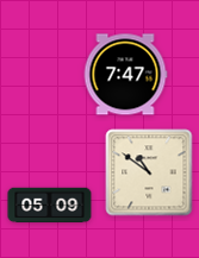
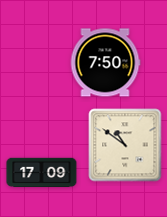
clock at (125, 75): 7:47 -> 7:50
clock at (50, 206): 05:09 -> 17:09
